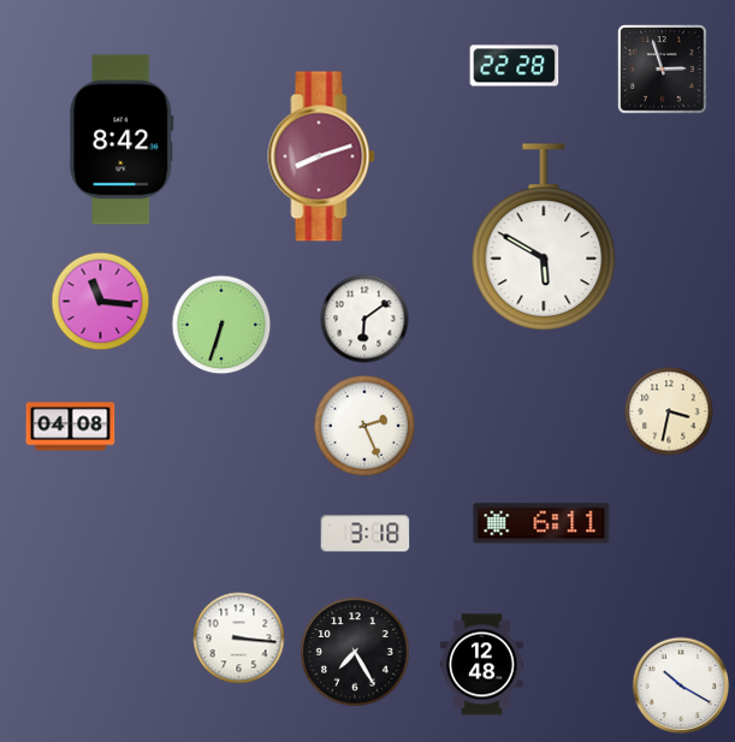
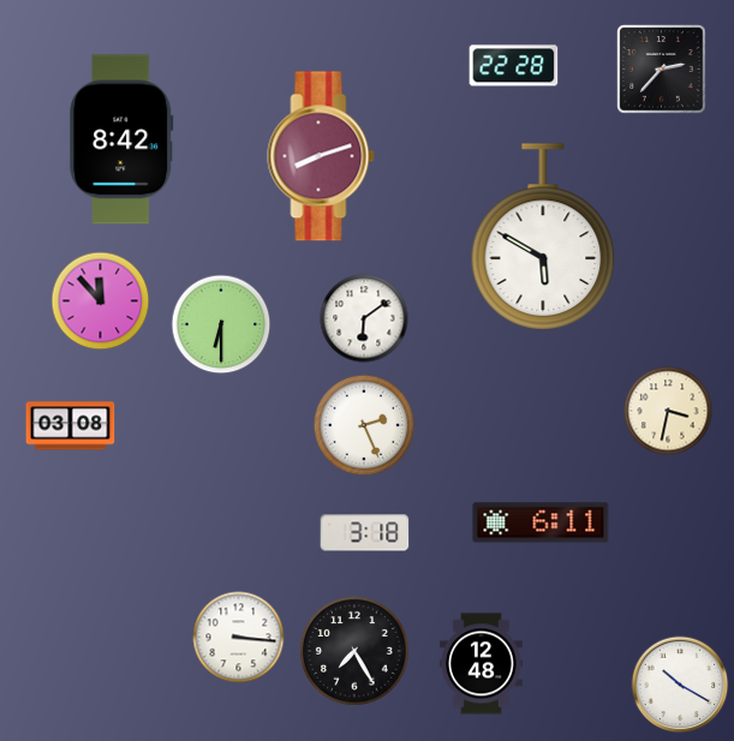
clock at (663, 70): 2:57 -> 2:37
clock at (101, 302): 11:16 -> 11:53
clock at (221, 325): 6:33 -> 6:30
clock at (71, 427): 04:08 -> 03:08
